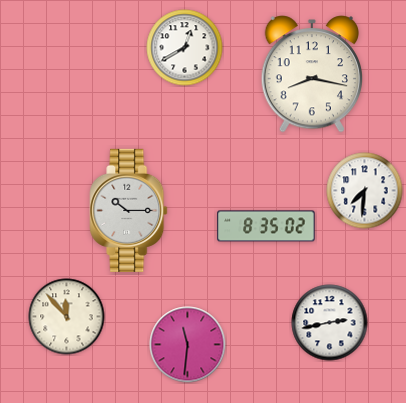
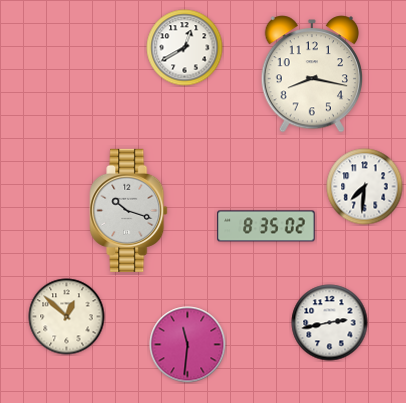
clock at (365, 191) position: (365, 191) -> (365, 187)
clock at (129, 210): 10:15 -> 10:18
clock at (67, 317): 11:53 -> 12:52
